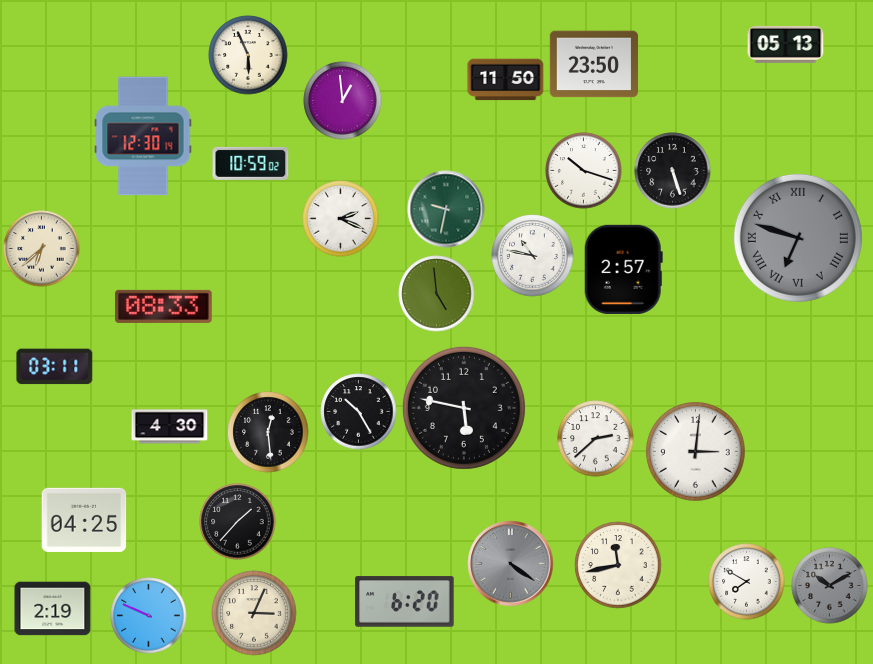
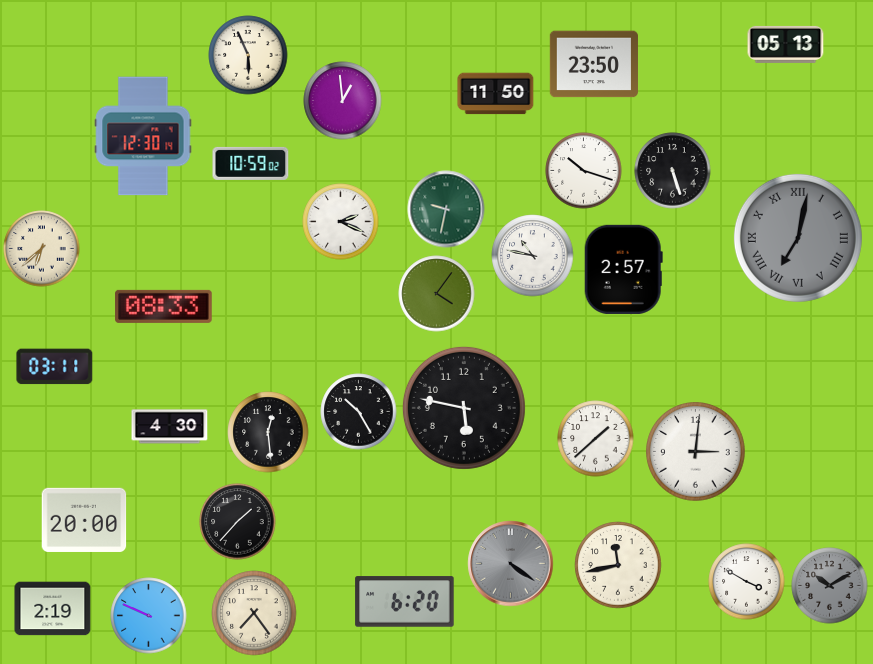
clock at (506, 80) position: (506, 80) -> (496, 94)
clock at (341, 219) position: (341, 219) -> (341, 222)
clock at (798, 238): 6:48 -> 7:02
clock at (437, 294): 4:59 -> 4:06
clock at (596, 439): 2:38 -> 1:38
clock at (84, 519): 04:25 -> 20:00
clock at (747, 582): 7:50 -> 3:50
clock at (254, 613): 3:04 -> 7:24
